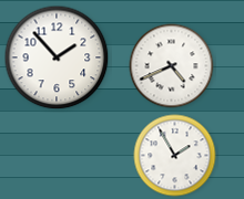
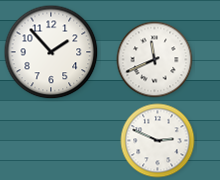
clock at (172, 66): 4:41 -> 11:41
clock at (175, 156): 1:55 -> 2:49
